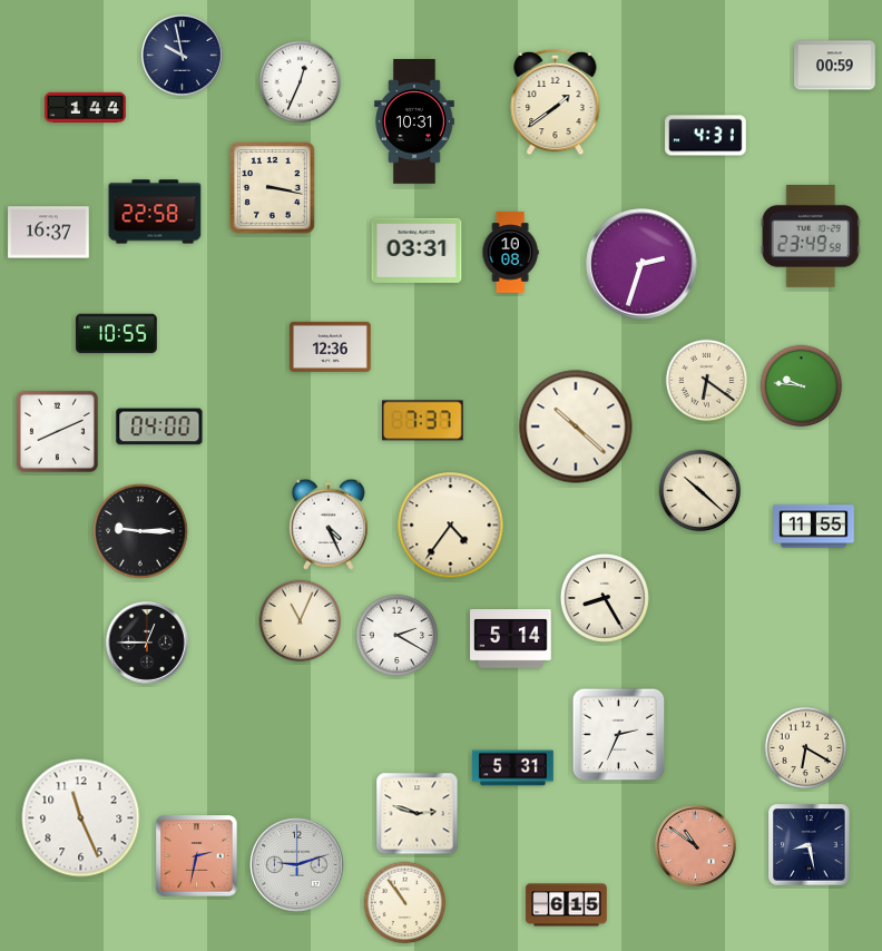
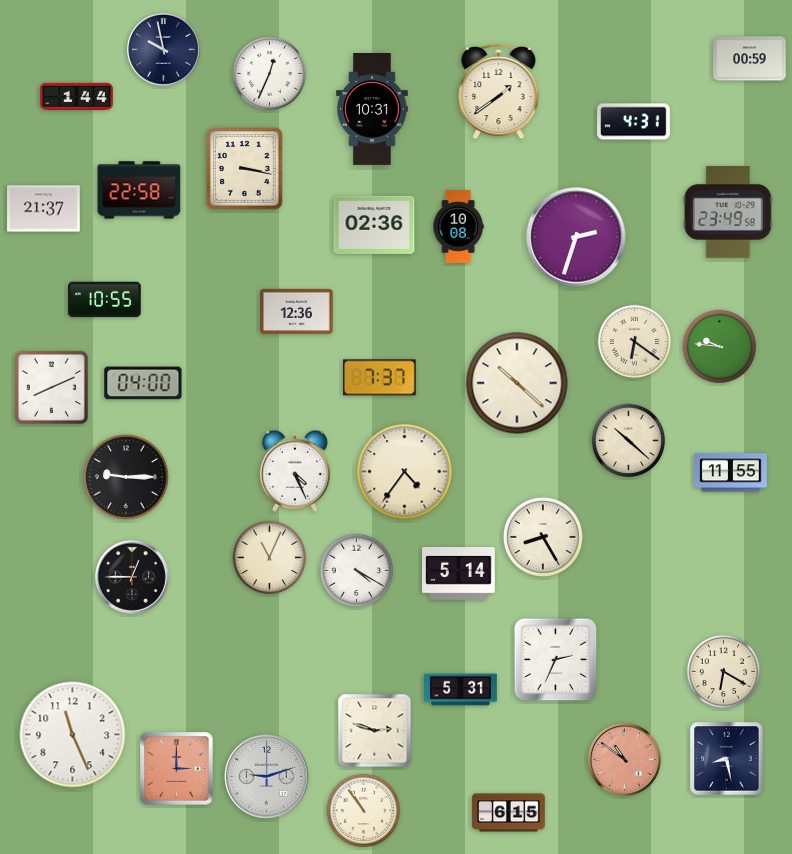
clock at (49, 233): 16:37 -> 21:37
clock at (416, 251): 03:31 -> 02:36
clock at (398, 636): 2:20 -> 4:20
clock at (197, 856): 2:32 -> 3:00
